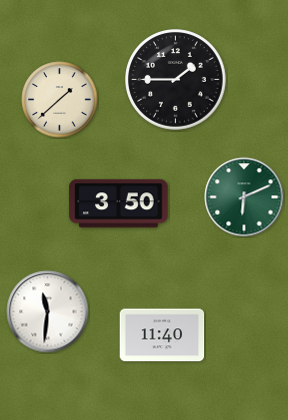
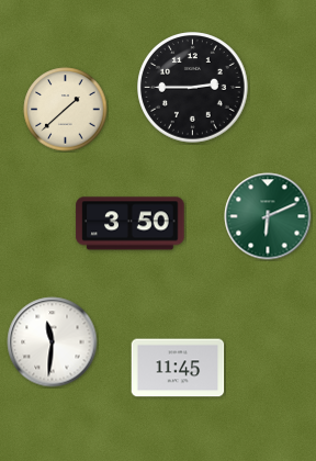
clock at (176, 80): 1:45 -> 2:45
clock at (162, 335): 11:40 -> 11:45
